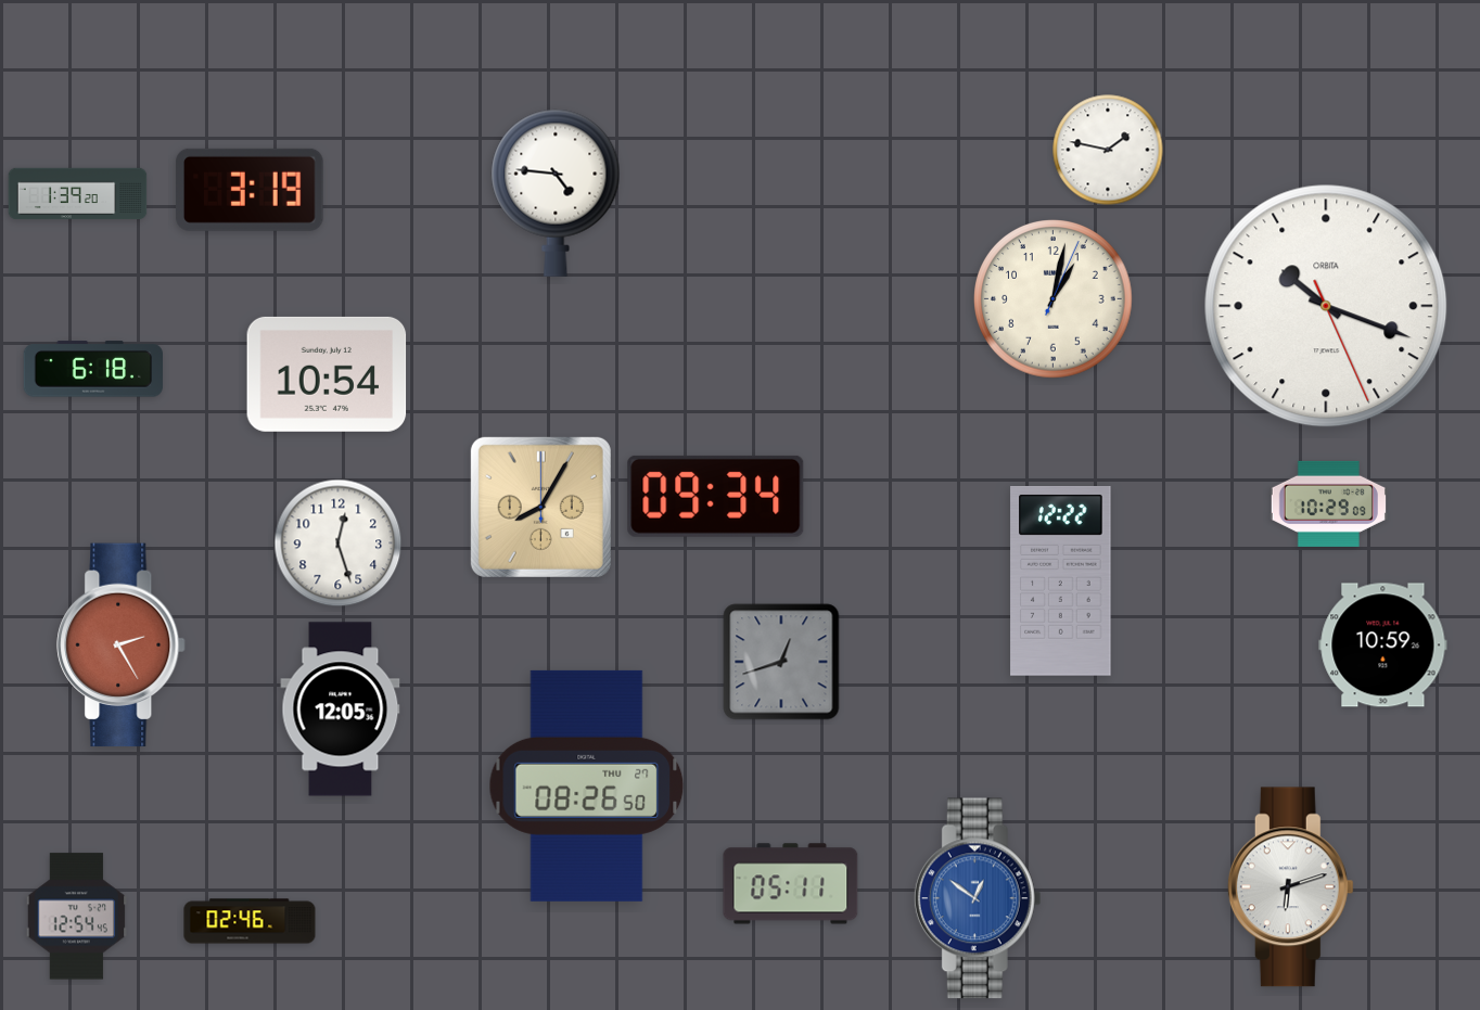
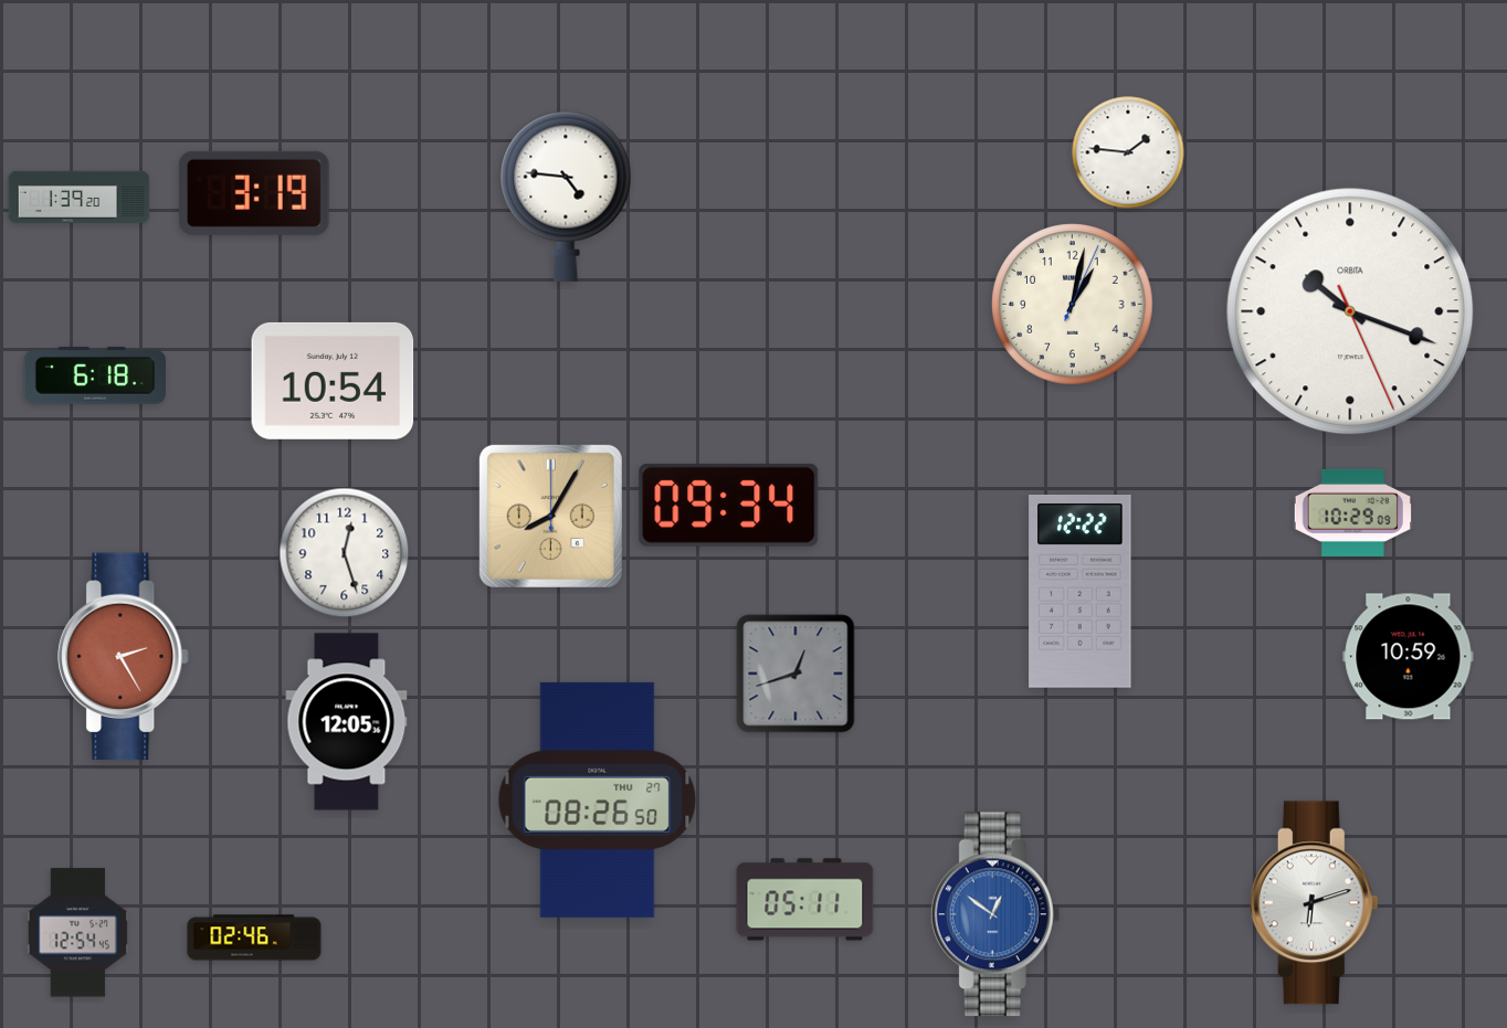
clock at (1108, 150): 1:47 -> 1:46
